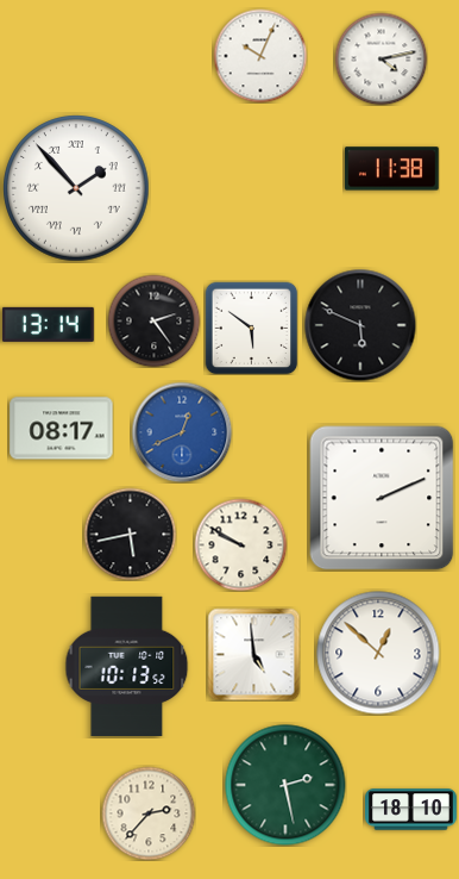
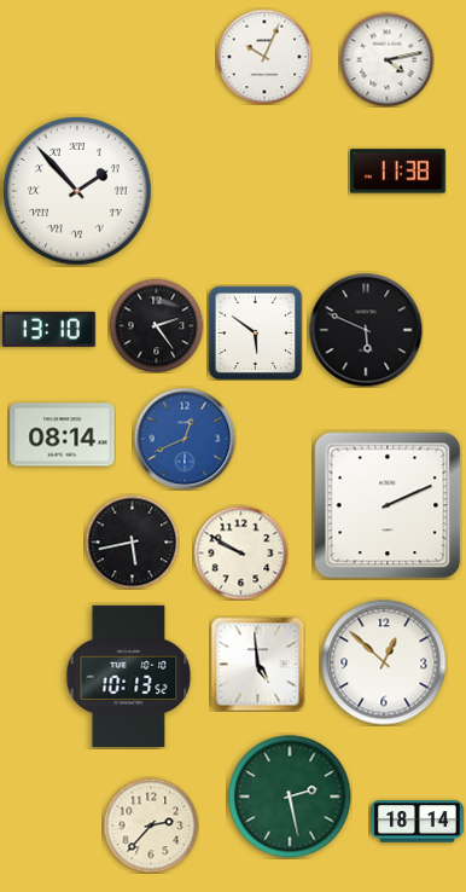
clock at (48, 324): 13:14 -> 13:10
clock at (62, 429): 08:17 -> 08:14
clock at (240, 544) position: (240, 544) -> (240, 552)
clock at (411, 810): 18:10 -> 18:14
